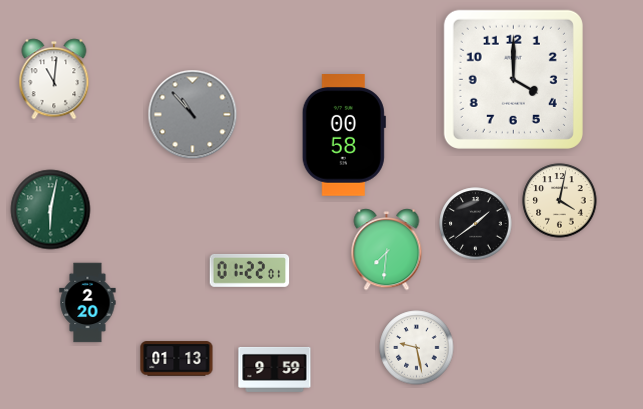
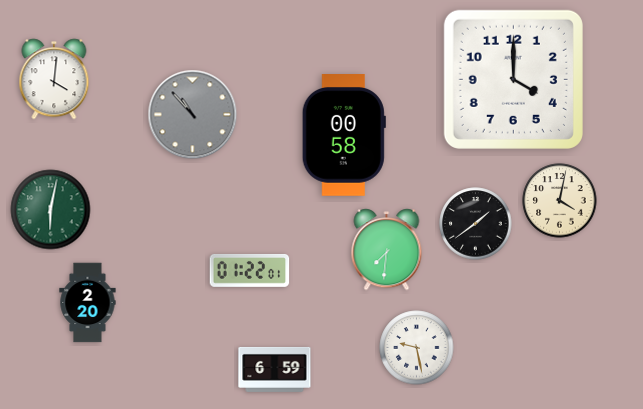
clock at (54, 79): 11:01 -> 4:01
clock at (177, 359): 01:13 -> none
clock at (275, 369): 9:59 -> 6:59
